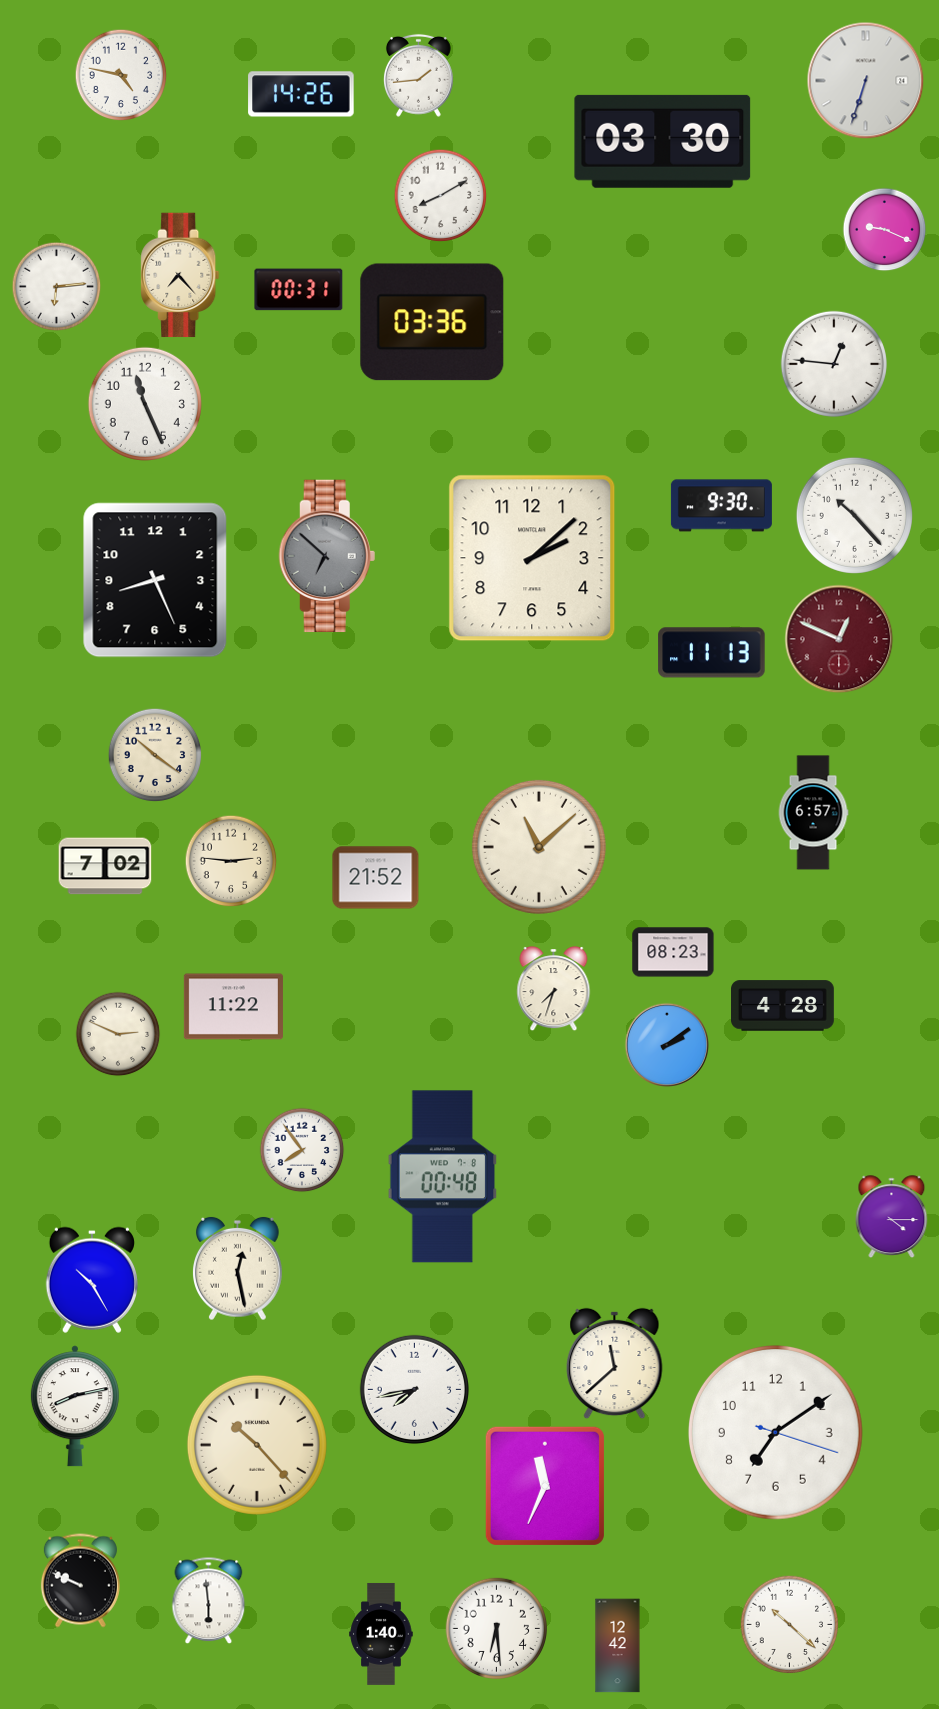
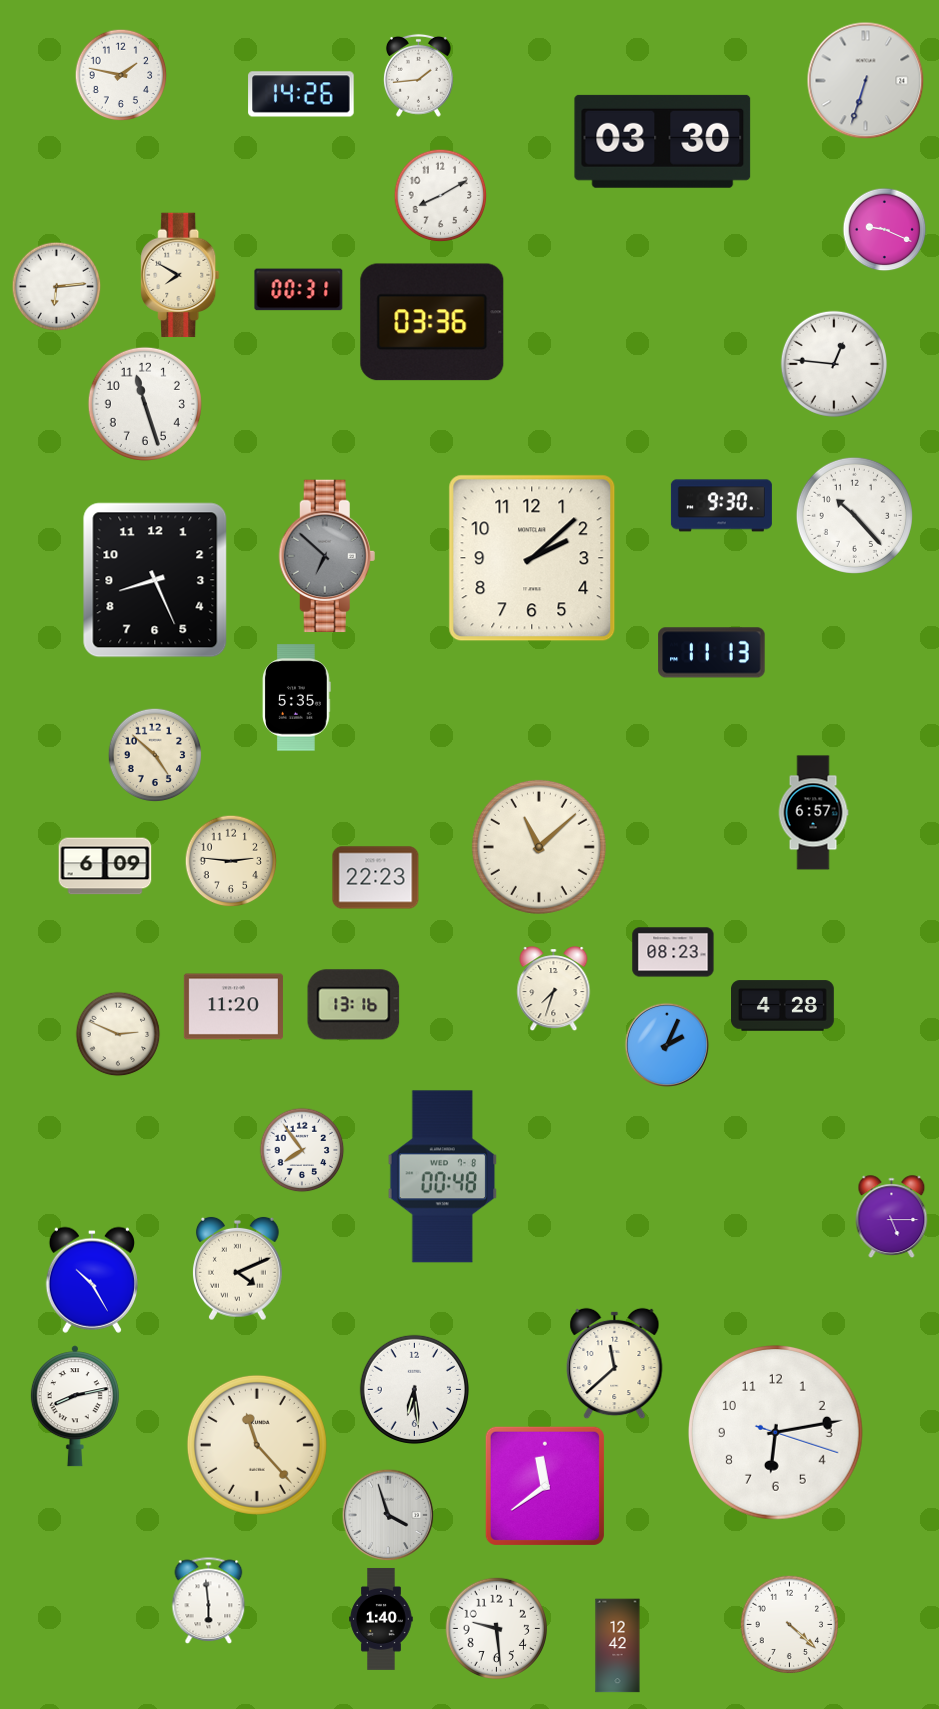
clock at (121, 75): 4:47 -> 1:47
clock at (180, 275): 7:23 -> 7:50
clock at (145, 404): 11:26 -> 11:27
clock at (839, 639): 12:49 -> none
clock at (297, 698): none -> 5:35
clock at (155, 755): 10:21 -> 4:52
clock at (105, 866): 7:02 -> 6:09
clock at (376, 878): 21:52 -> 22:23
clock at (354, 1005): none -> 13:16
clock at (233, 1007): 11:22 -> 11:20
clock at (667, 1045): 2:09 -> 2:04
clock at (892, 1216): 4:15 -> 5:15
clock at (238, 1269): 12:28 -> 4:11
clock at (414, 1389): 7:43 -> 6:29
clock at (775, 1432): 7:09 -> 6:13
clock at (257, 1445): 10:23 -> 11:23
clock at (545, 1486): 11:34 -> 11:39
clock at (388, 1515): none -> 3:57
clock at (80, 1581): 9:49 -> none
clock at (790, 1625): 10:22 -> 4:22
clock at (496, 1628): 6:29 -> 9:29
clock at (381, 1634) position: (381, 1634) -> (381, 1619)
